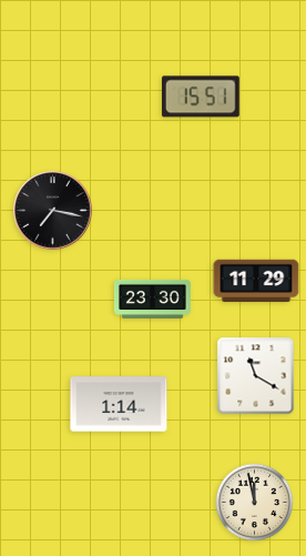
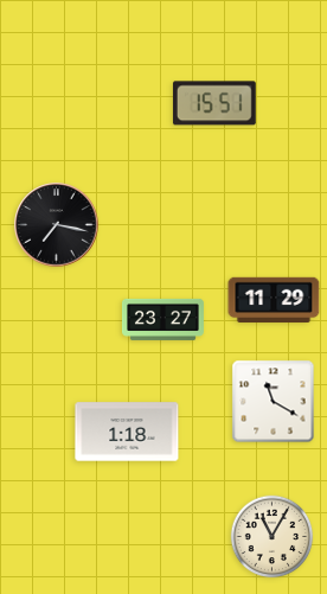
clock at (152, 299): 23:30 -> 23:27
clock at (119, 404): 1:14 -> 1:18
clock at (255, 503): 11:58 -> 11:05
